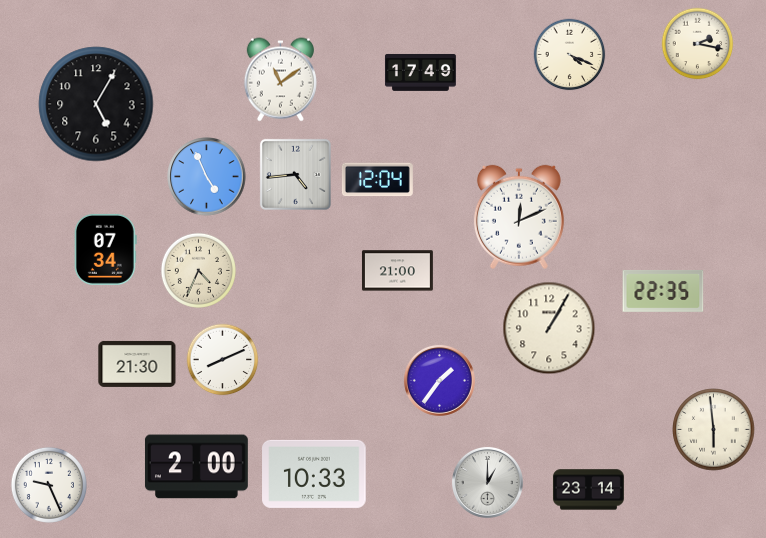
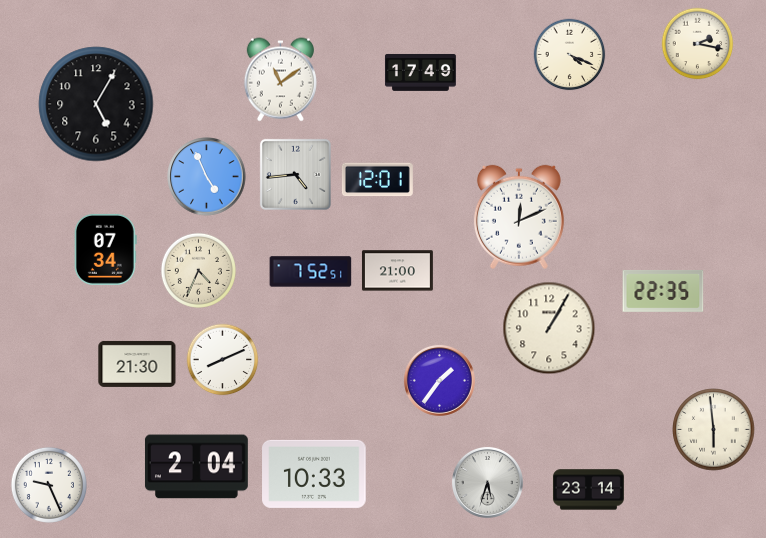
clock at (377, 180): 12:04 -> 12:01
clock at (311, 272): none -> 7:52
clock at (196, 467): 2:00 -> 2:04
clock at (487, 482): 1:00 -> 5:33
